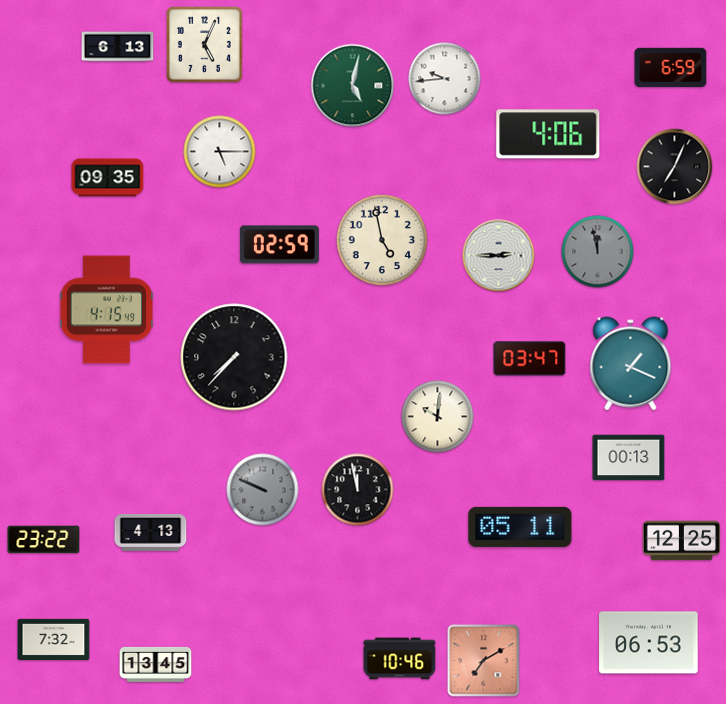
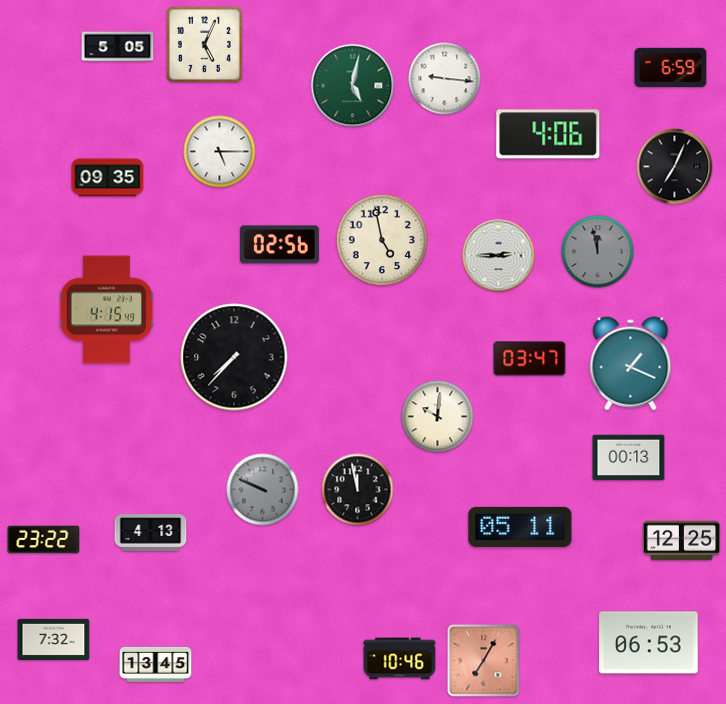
clock at (118, 47): 6:13 -> 5:05
clock at (445, 79): 9:44 -> 9:16
clock at (279, 245): 02:59 -> 02:56
clock at (484, 661): 7:10 -> 7:05
